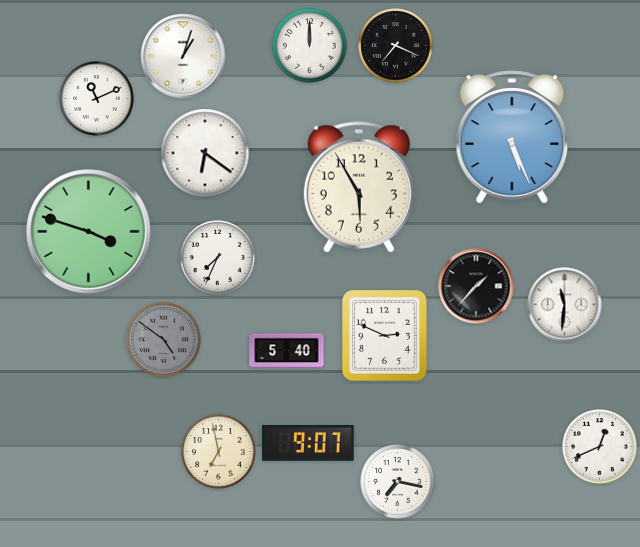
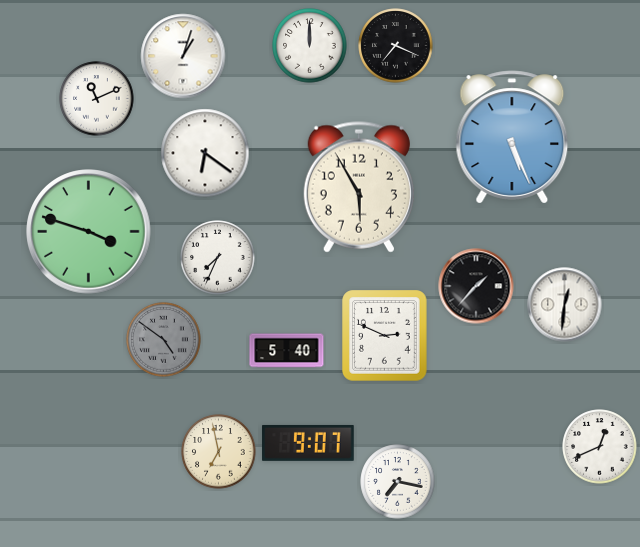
clock at (565, 305): 11:31 -> 12:31
